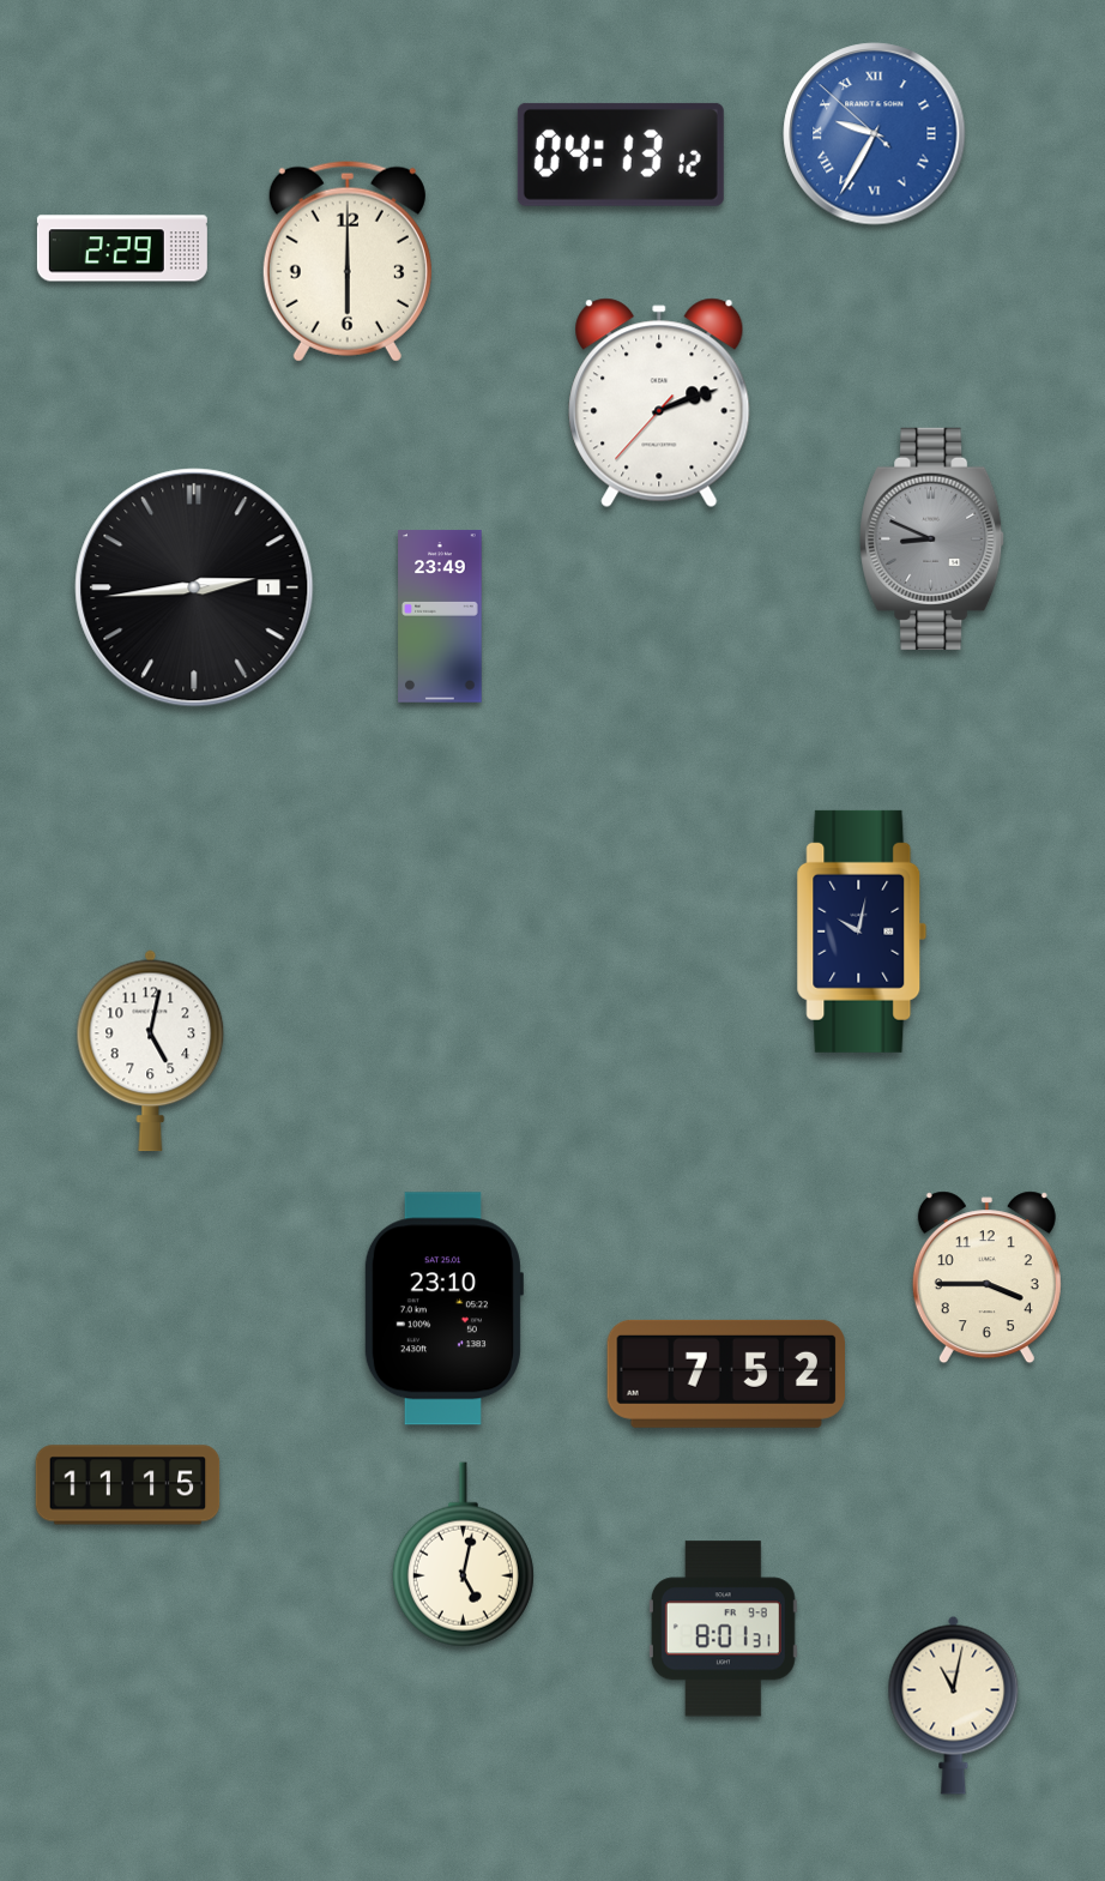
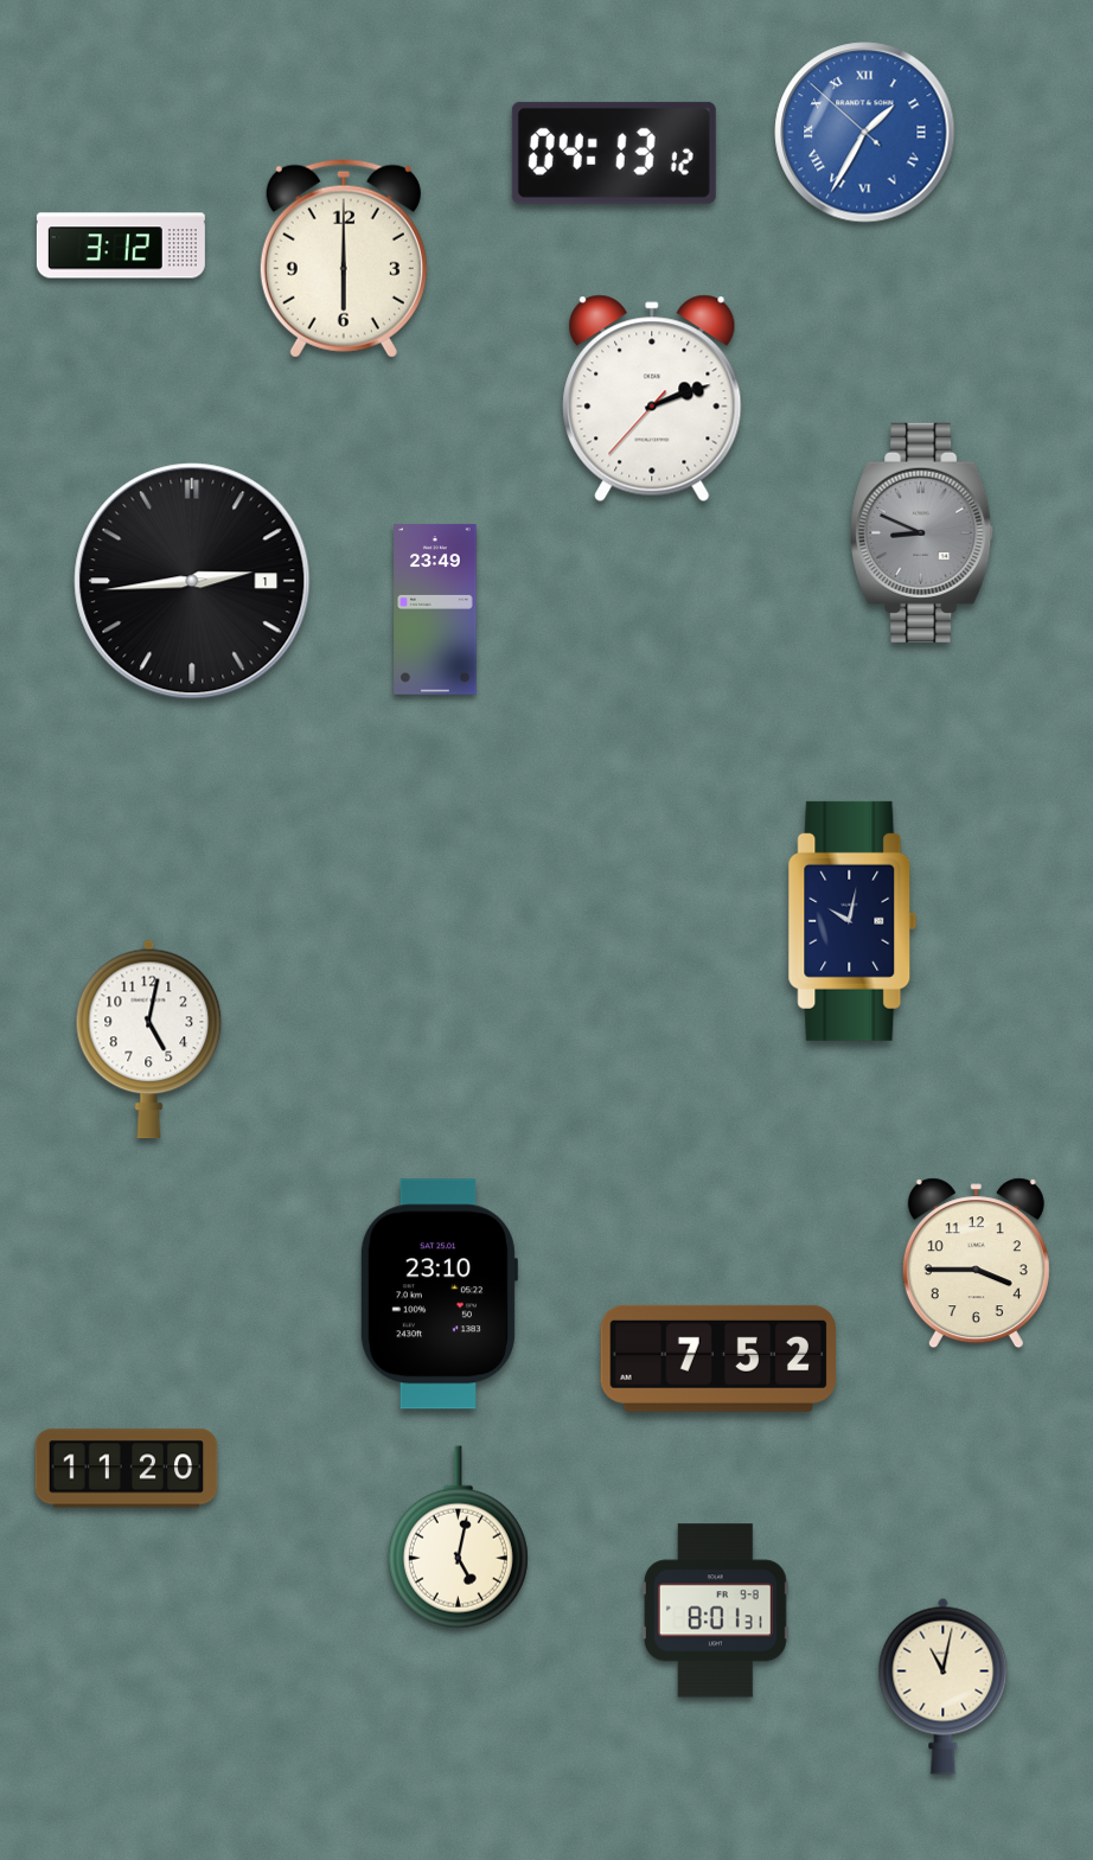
clock at (875, 134): 9:34 -> 1:34
clock at (122, 248): 2:29 -> 3:12
clock at (128, 1485): 11:15 -> 11:20
